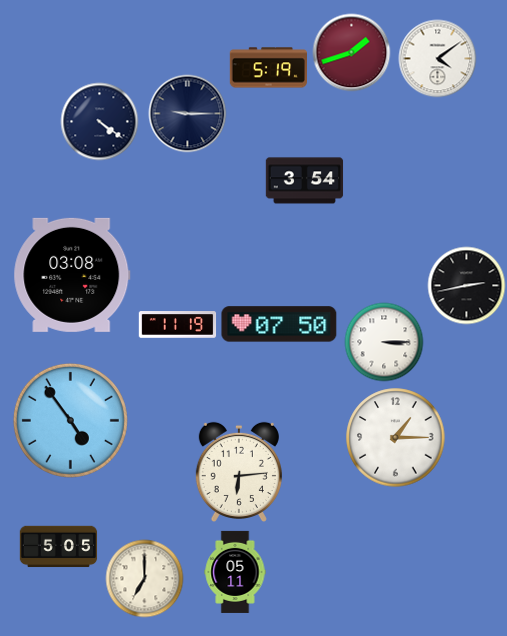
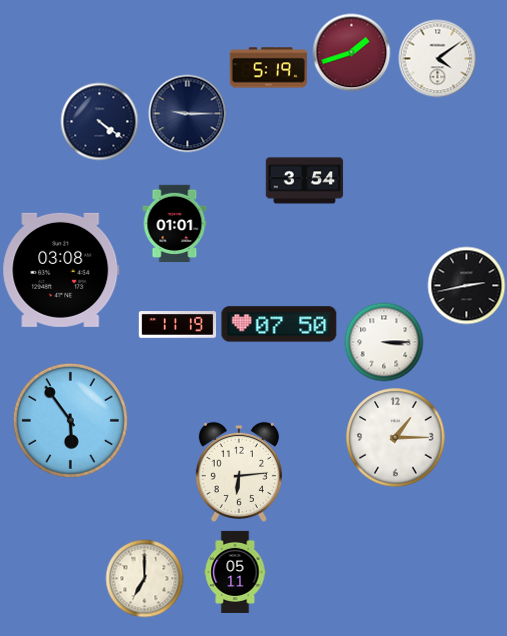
clock at (175, 223): none -> 01:01
clock at (72, 275) position: (72, 275) -> (61, 270)
clock at (70, 420): 4:54 -> 5:54
clock at (58, 547): 5:05 -> none
